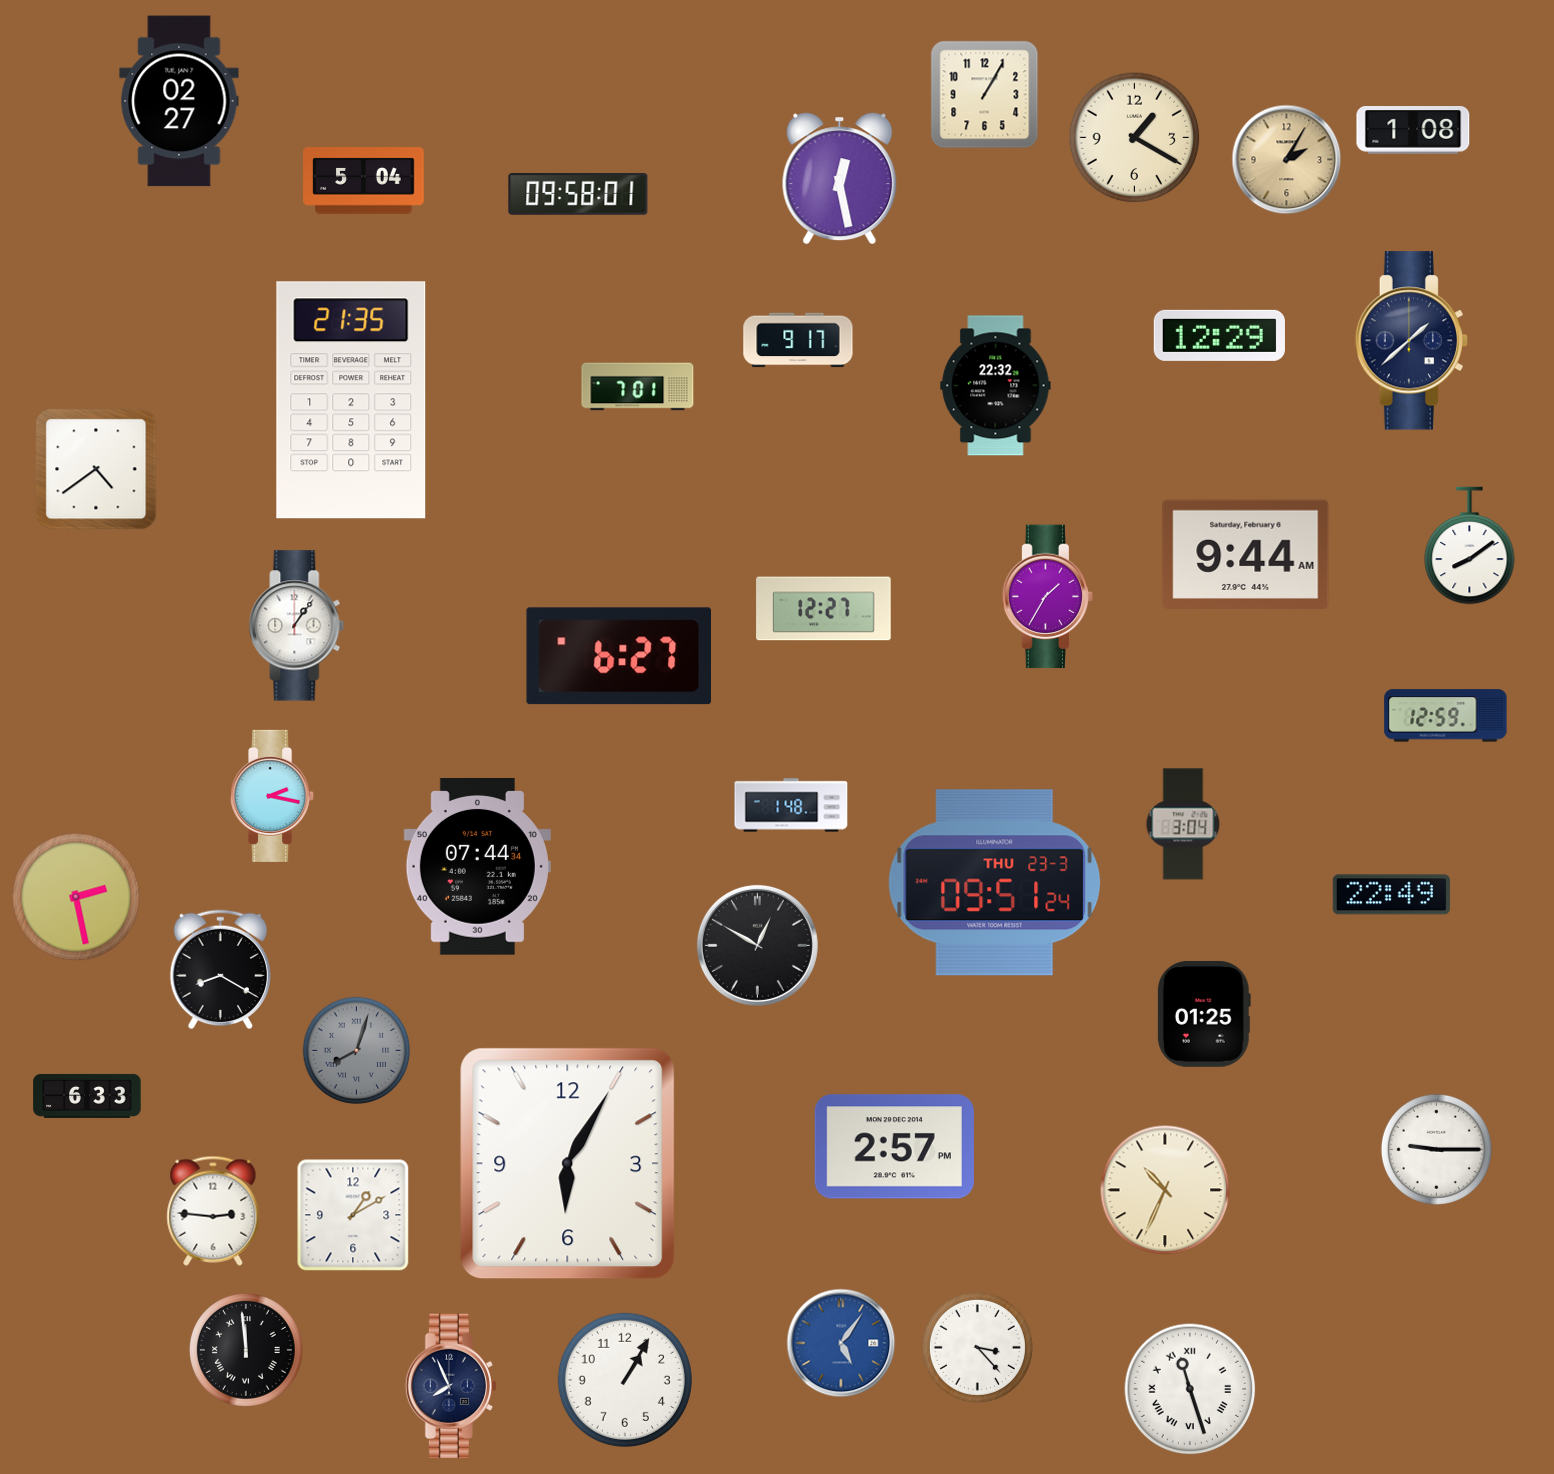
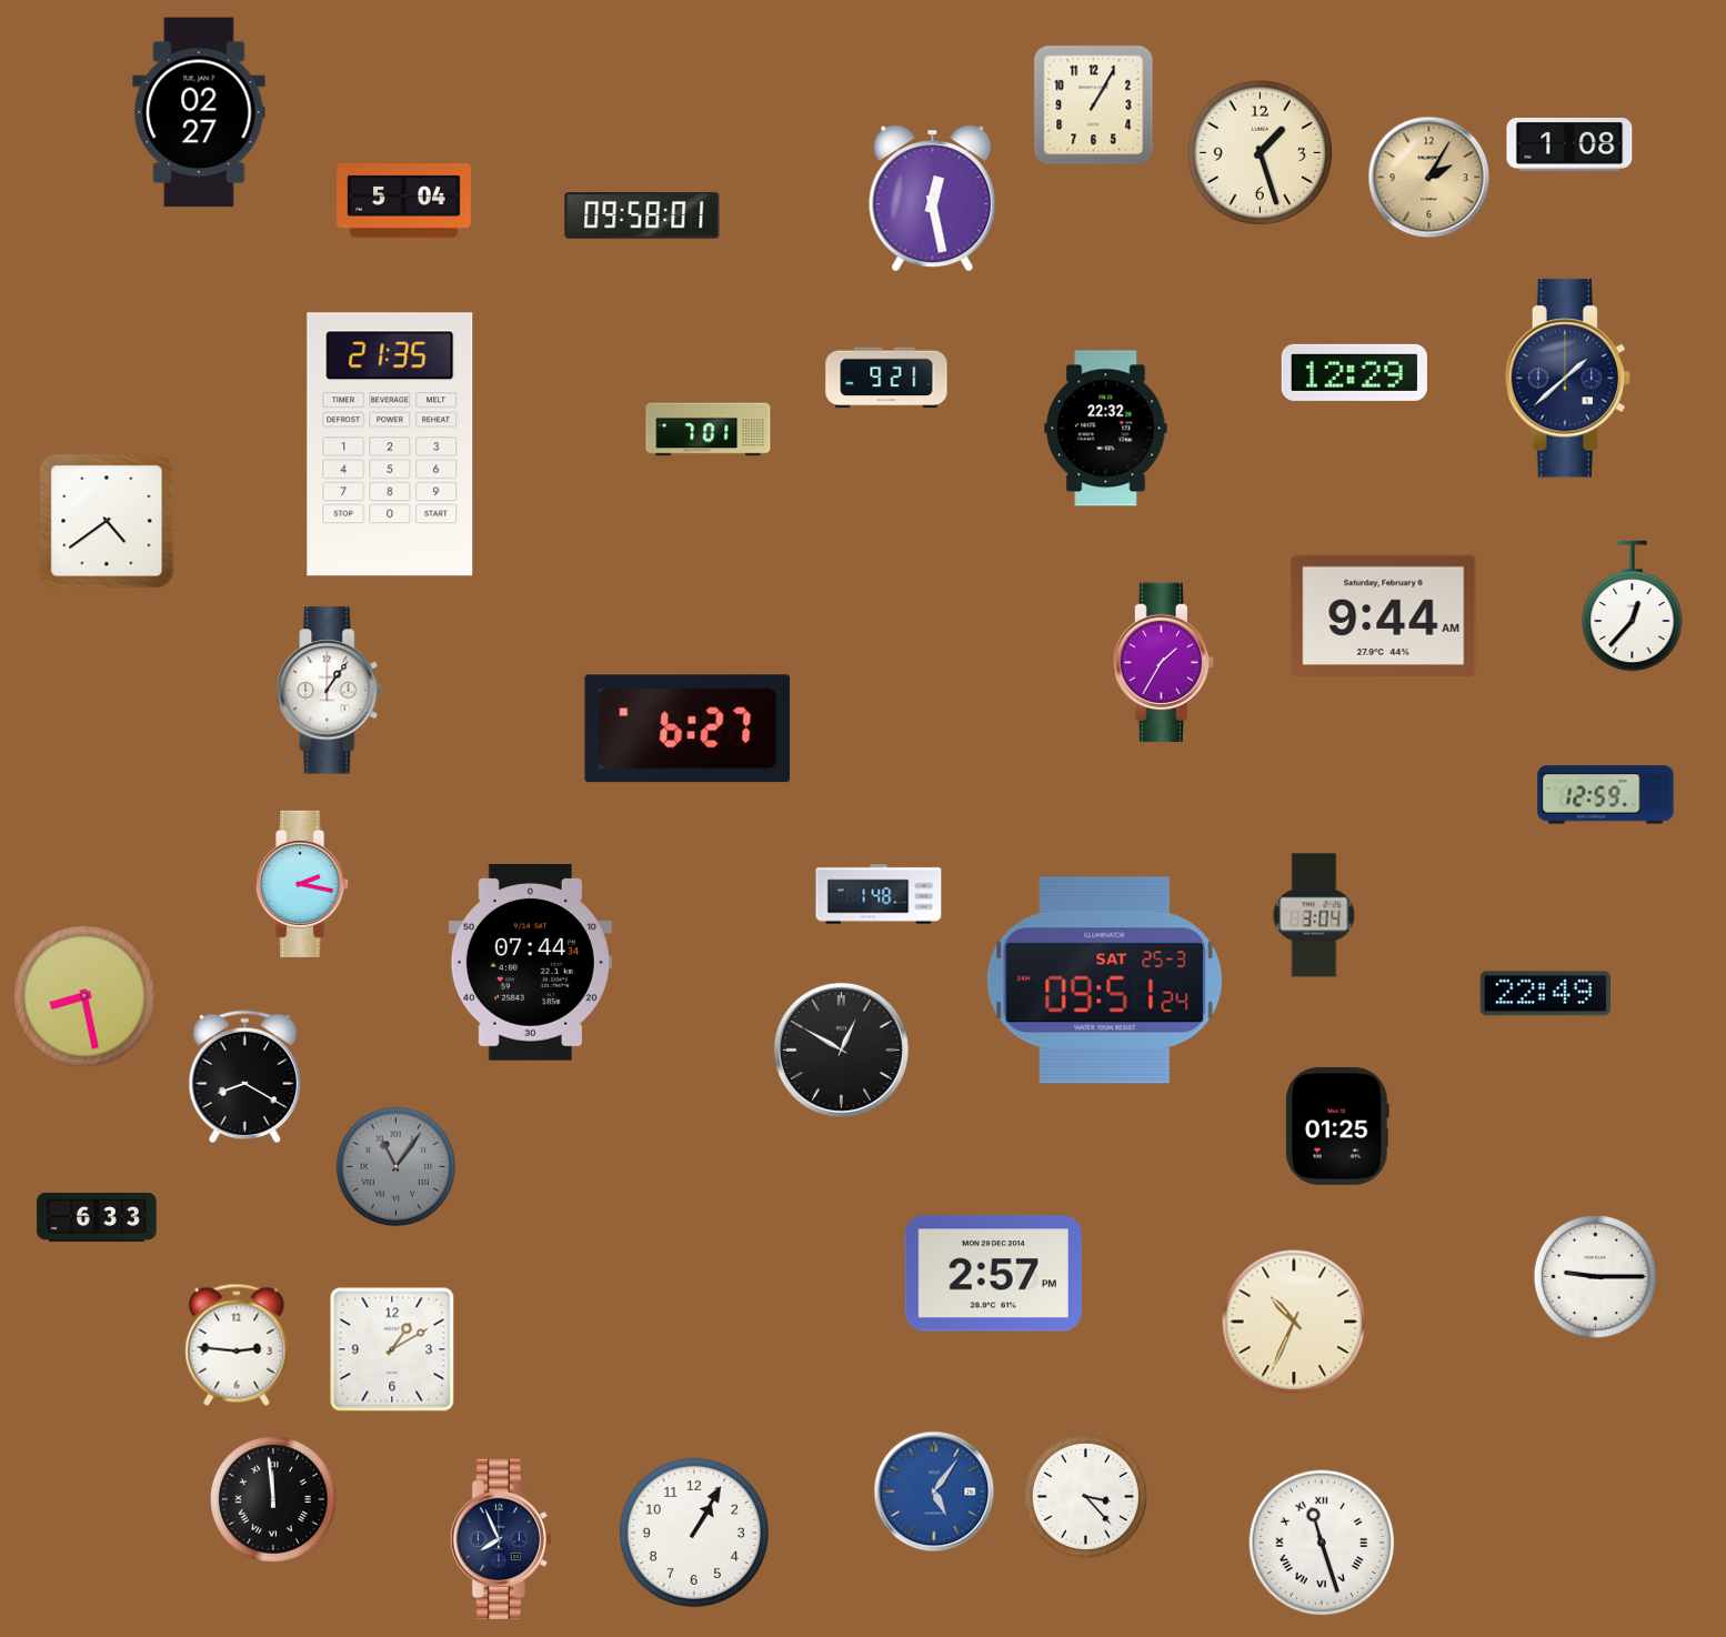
clock at (1135, 138): 1:20 -> 1:27
clock at (798, 340): 9:17 -> 9:21
clock at (1470, 546): 8:09 -> 12:37
clock at (824, 609): 12:27 -> none
clock at (297, 626) position: (297, 626) -> (330, 691)
clock at (995, 883) date: THU 23-3 -> SAT 25-3
clock at (76, 897): 2:28 -> 8:28
clock at (357, 1051): 8:03 -> 11:06
clock at (568, 1164): 6:05 -> none
